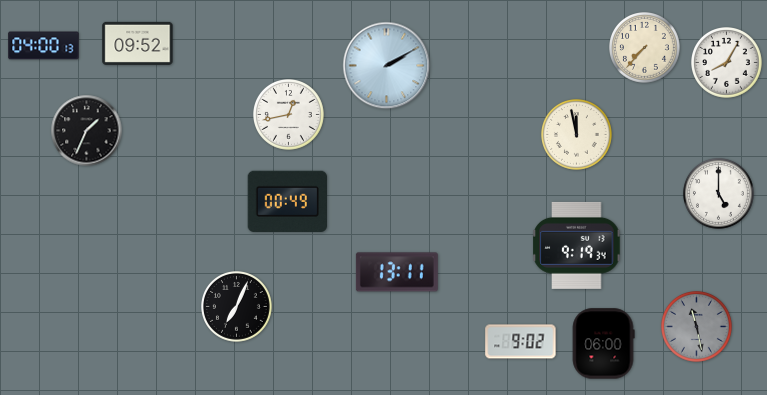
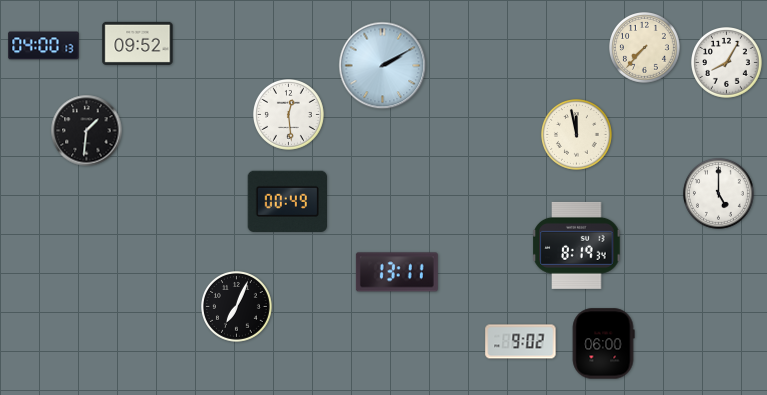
clock at (387, 66) position: (387, 66) -> (383, 66)
clock at (289, 115): 12:43 -> 12:29
clock at (87, 131): 1:34 -> 1:31
clock at (577, 245): 9:19 -> 8:19
clock at (697, 327): 11:28 -> none
